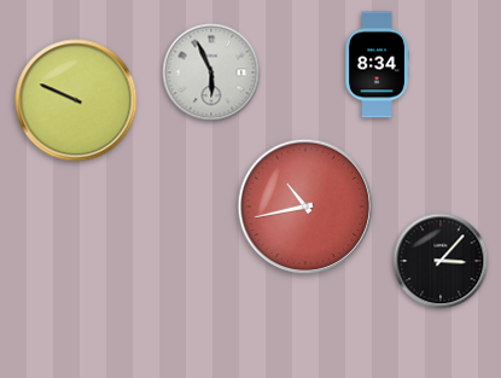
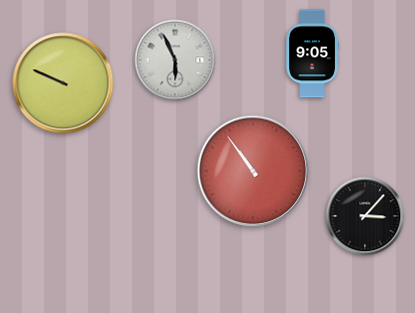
clock at (377, 65): 8:34 -> 9:05
clock at (305, 207): 10:43 -> 10:54
